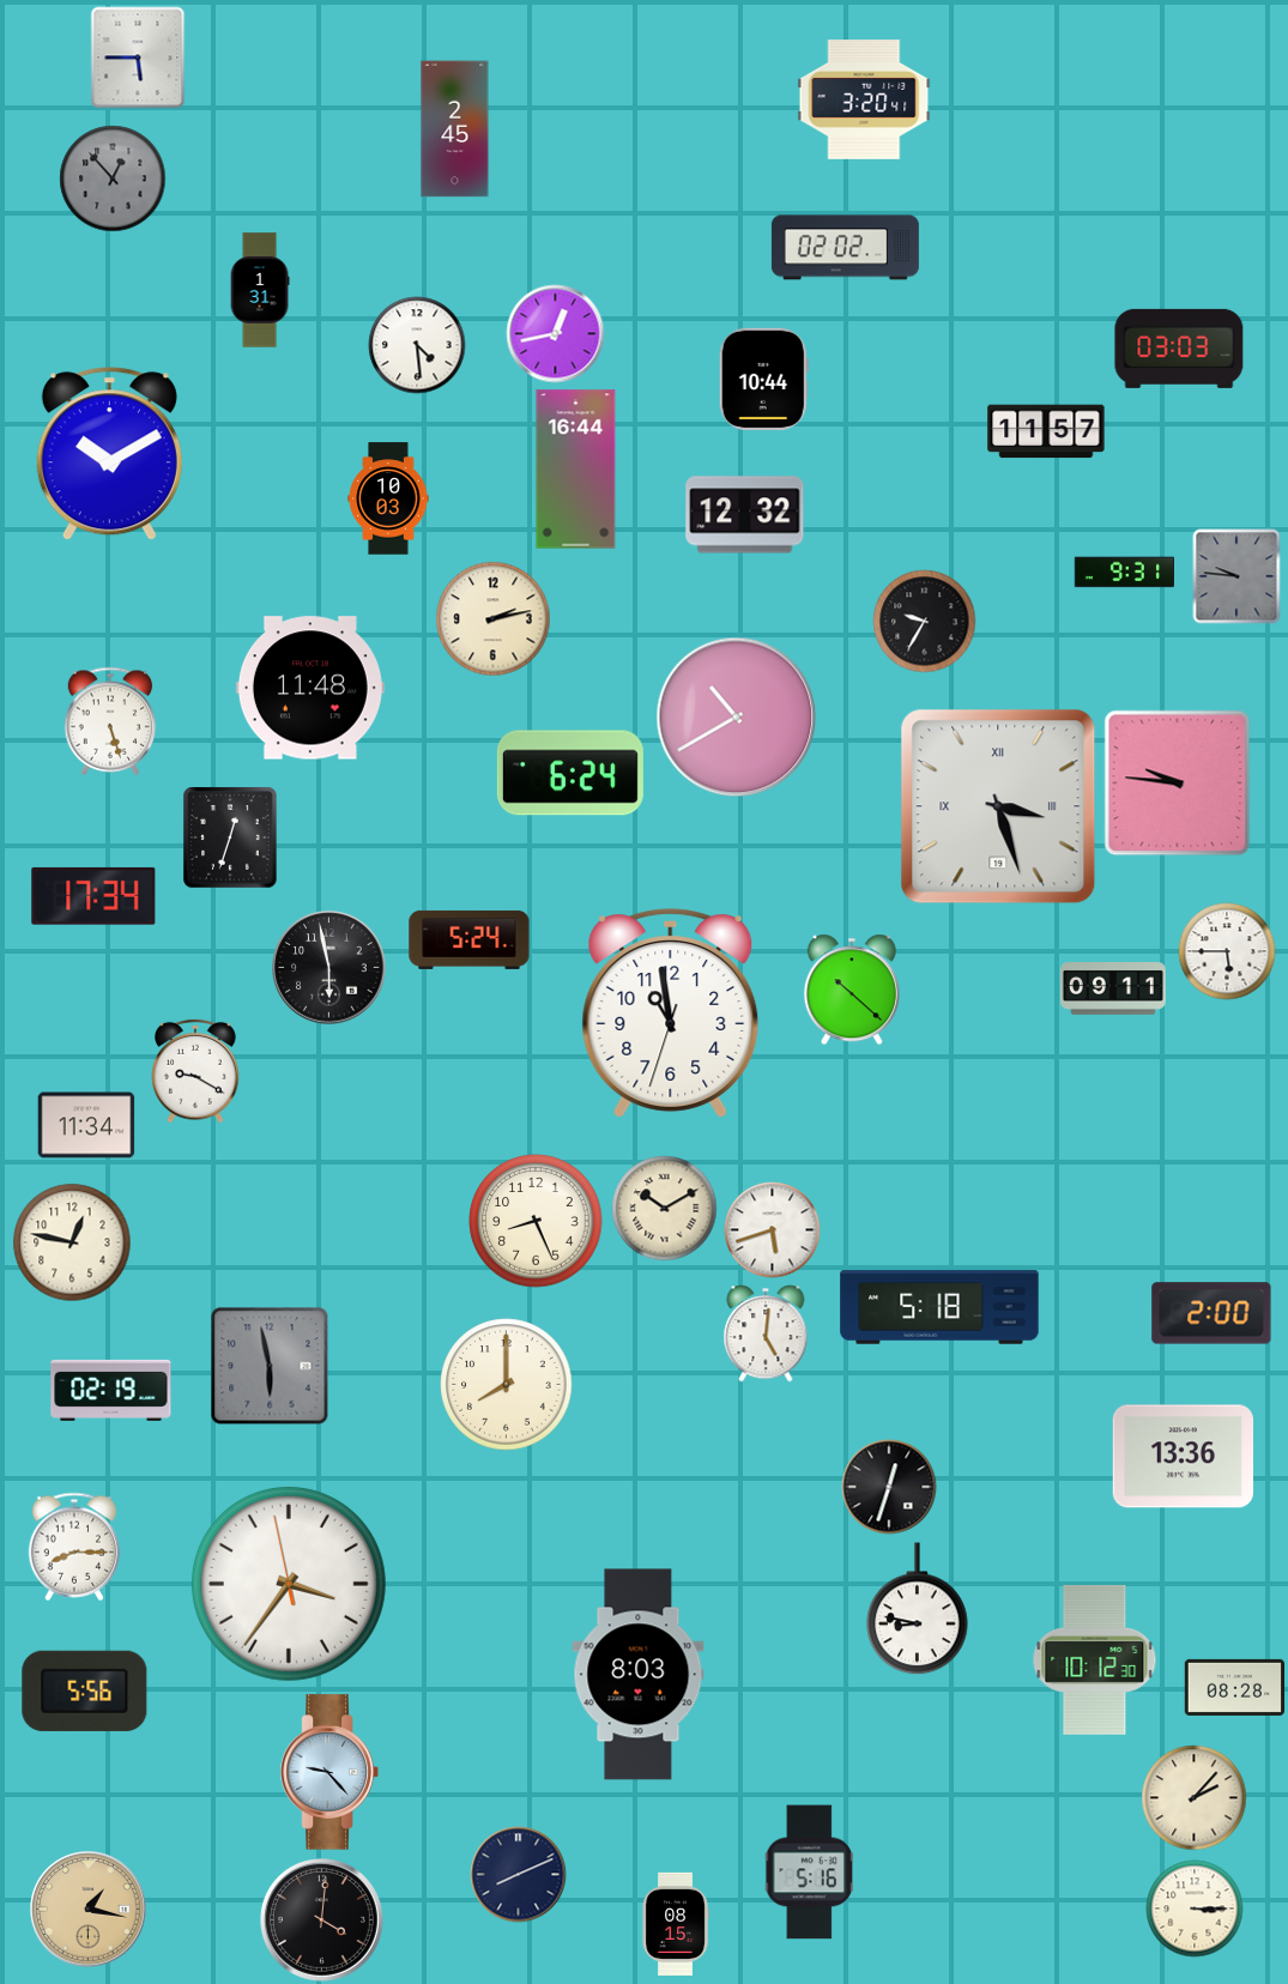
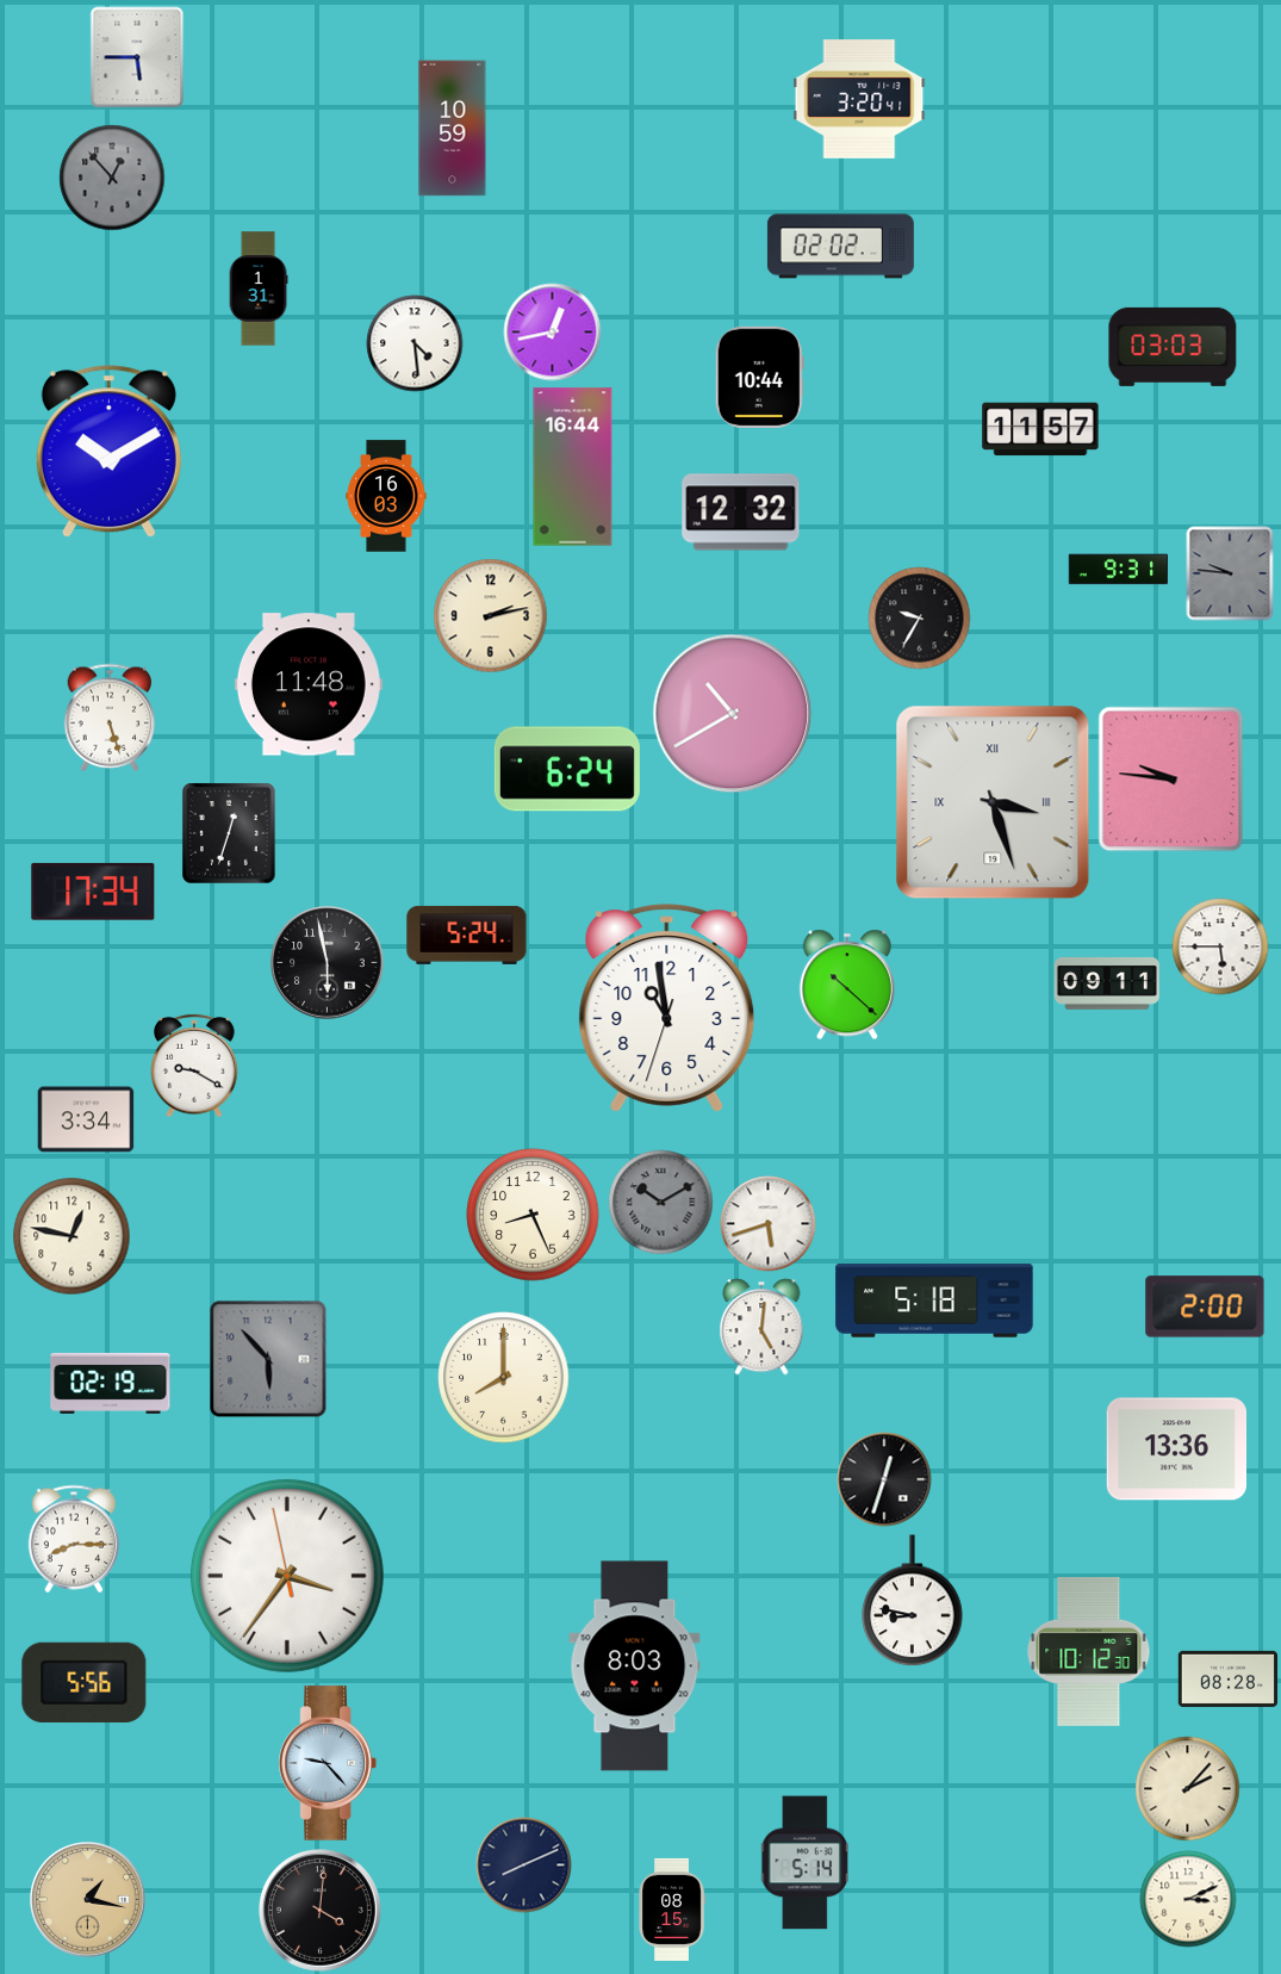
clock at (455, 129): 2:45 -> 10:59
clock at (388, 498): 10:03 -> 16:03
clock at (86, 1125): 11:34 -> 3:34
clock at (665, 1209) dial: cream -> grey
clock at (270, 1366): 5:58 -> 5:53
clock at (809, 1873): 5:16 -> 5:14
clock at (519, 1875) position: (519, 1875) -> (524, 1866)
clock at (1195, 1909): 3:15 -> 3:11
clock at (676, 1924) position: (676, 1924) -> (672, 1910)
